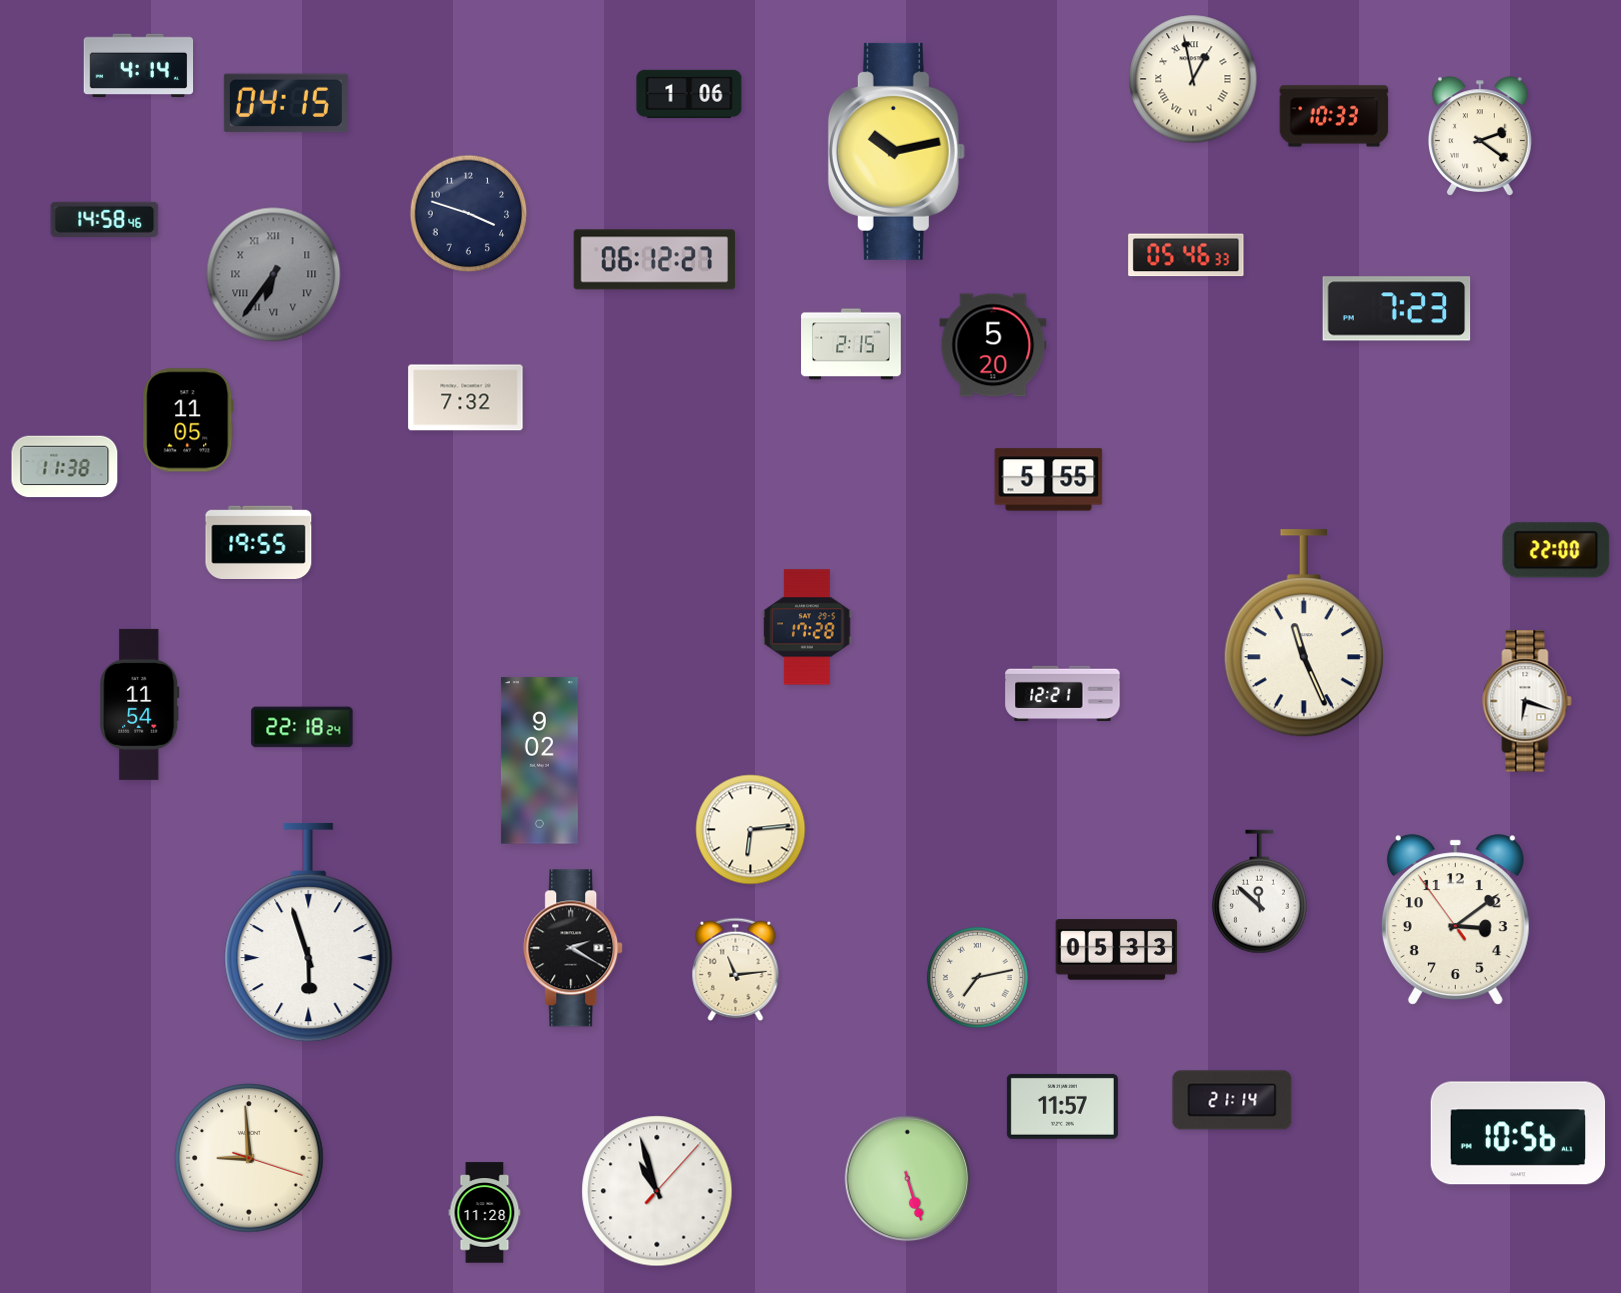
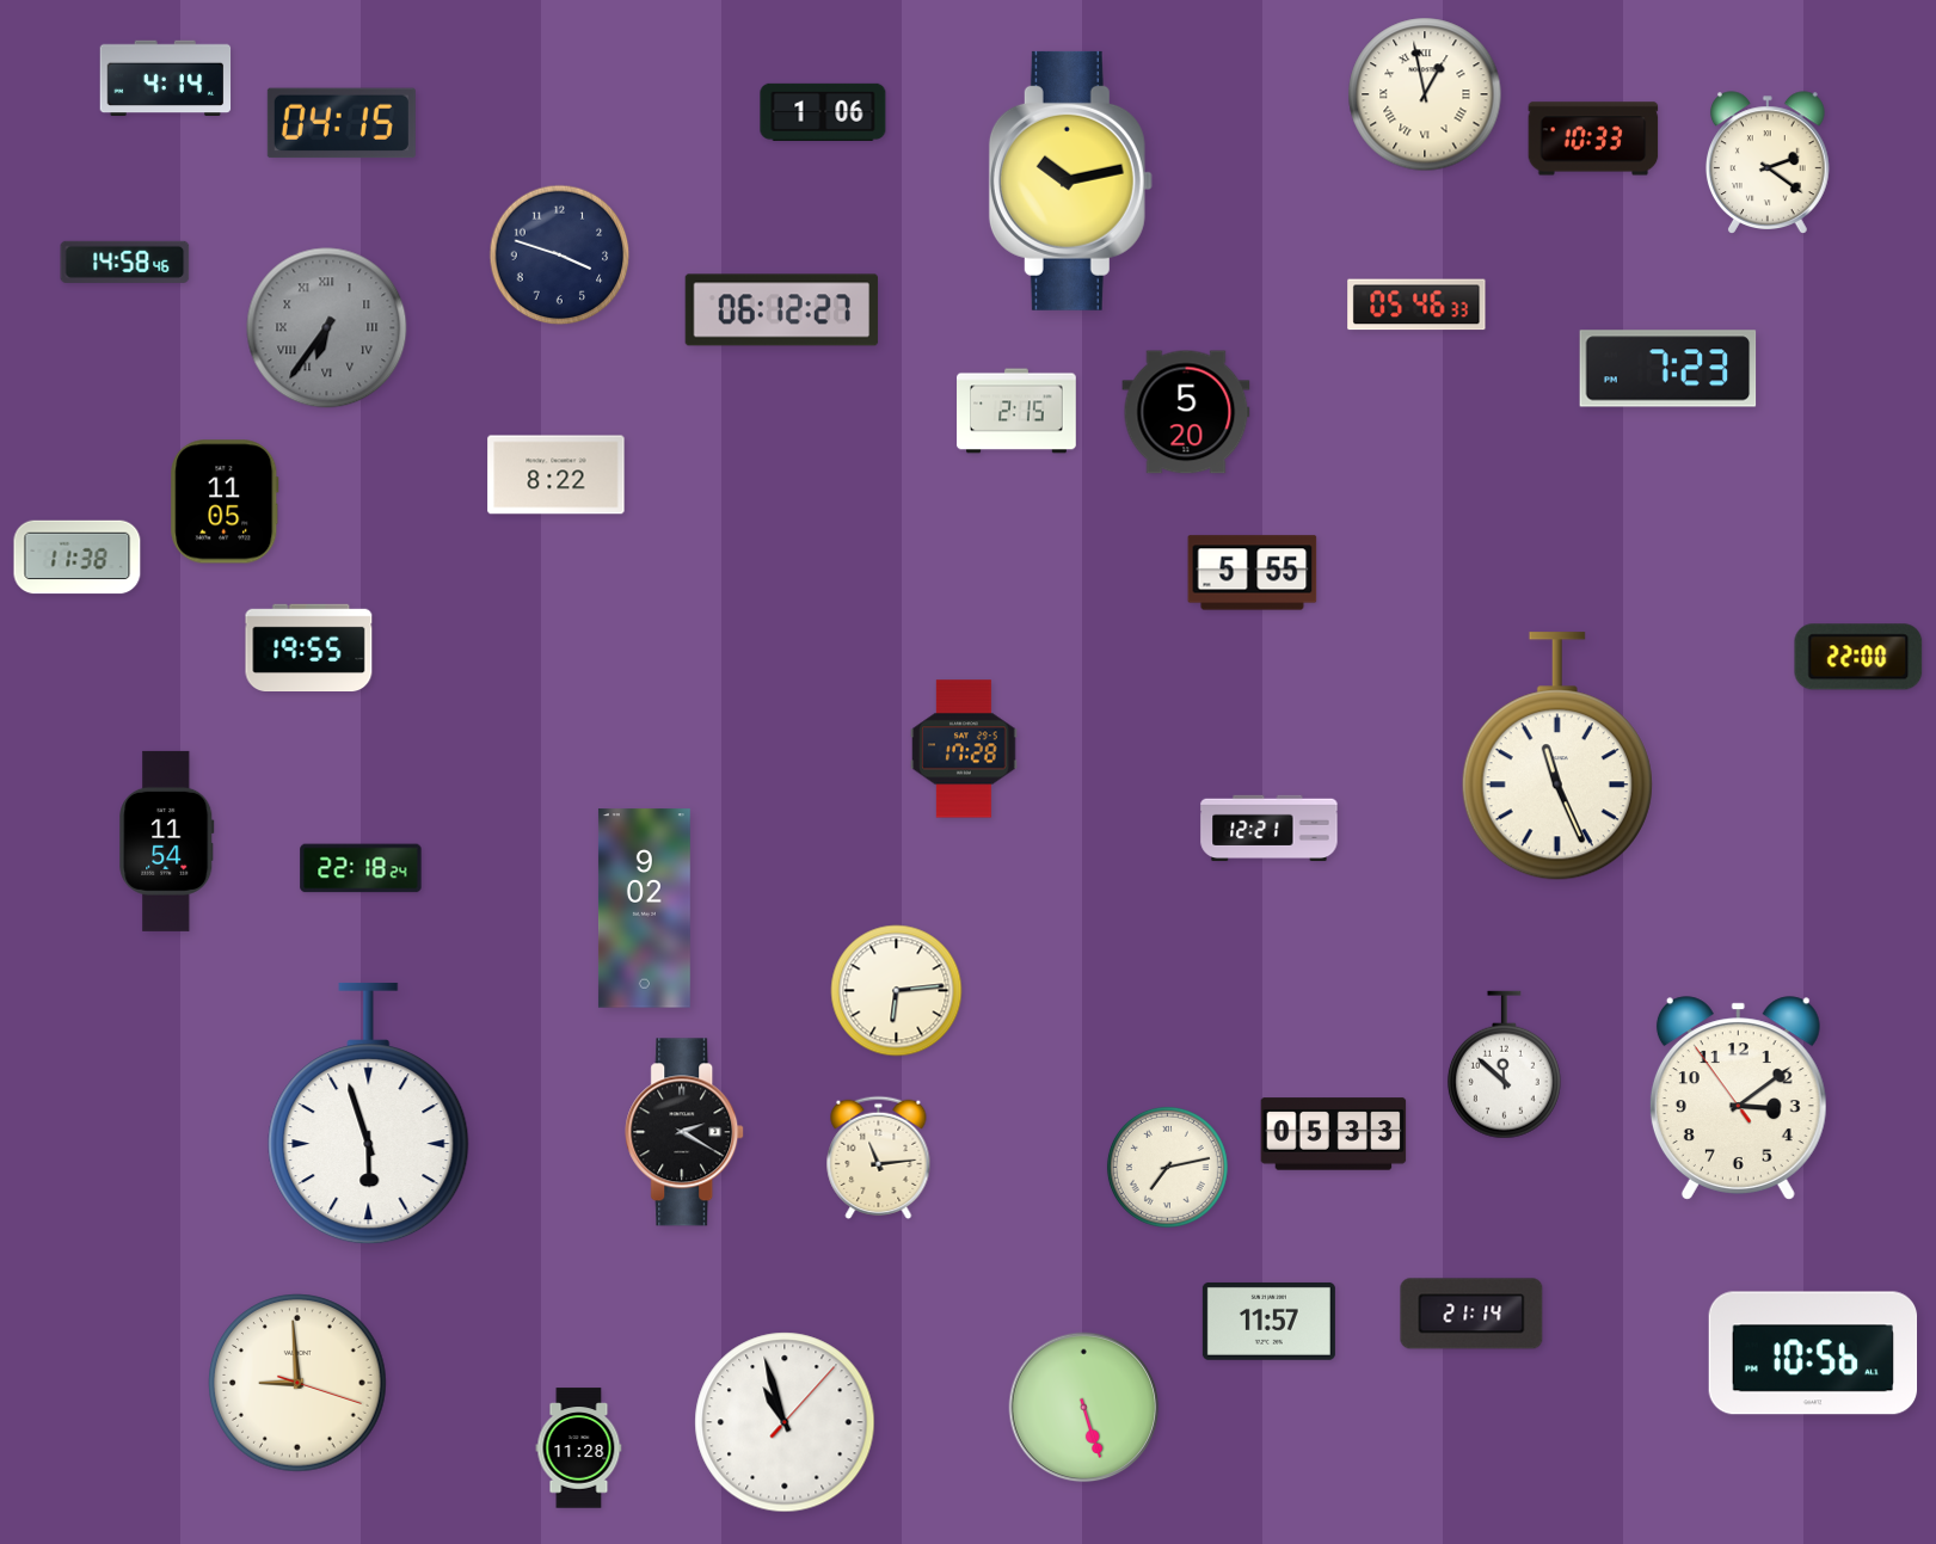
clock at (466, 398): 7:32 -> 8:22
clock at (1527, 701): 6:18 -> none
